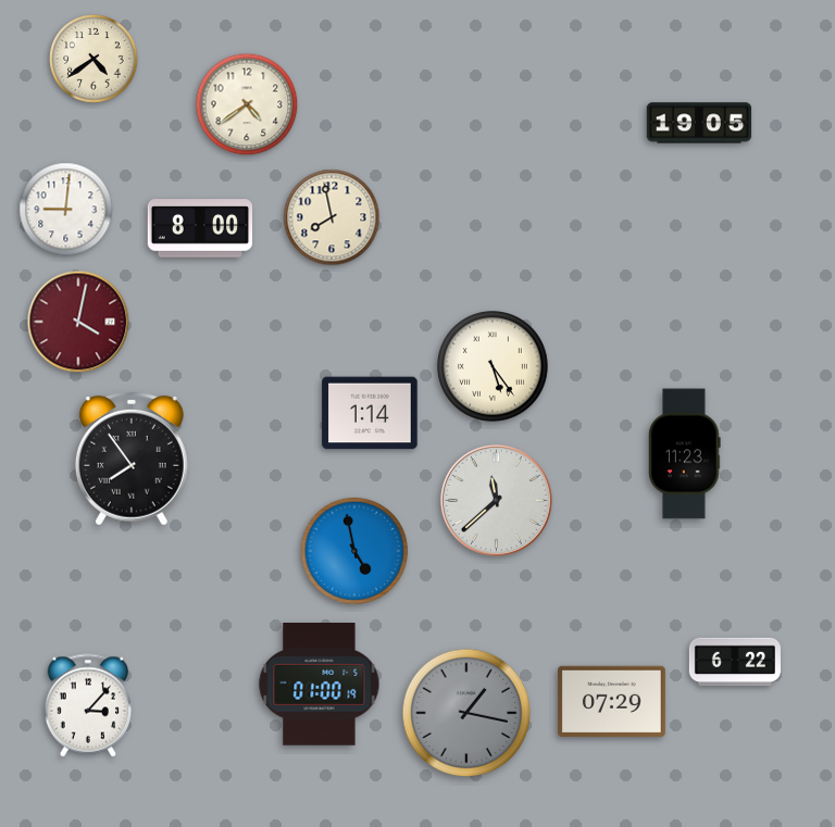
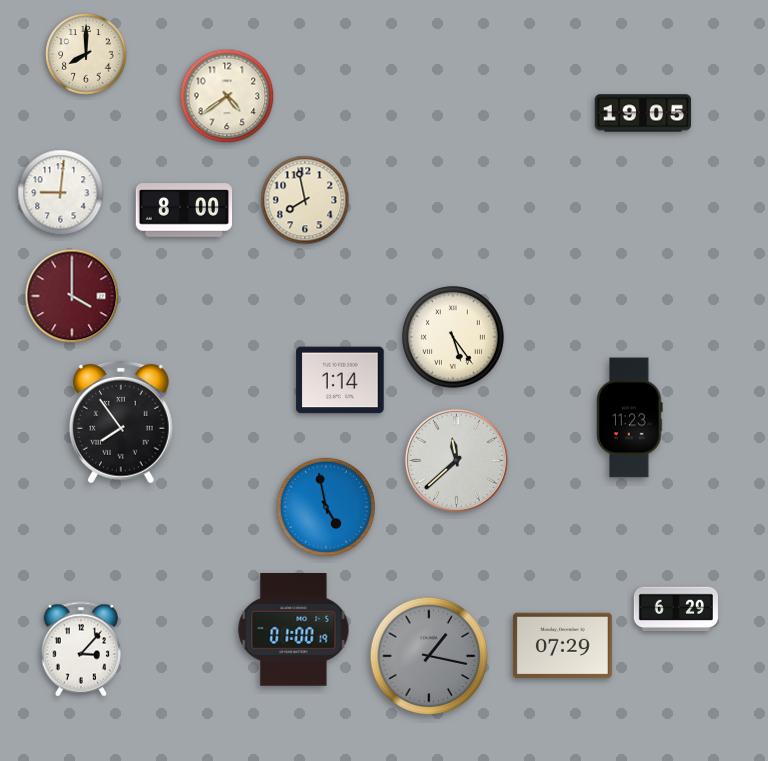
clock at (94, 59): 4:39 -> 8:00
clock at (78, 322): 4:02 -> 4:00
clock at (735, 662): 6:22 -> 6:29
